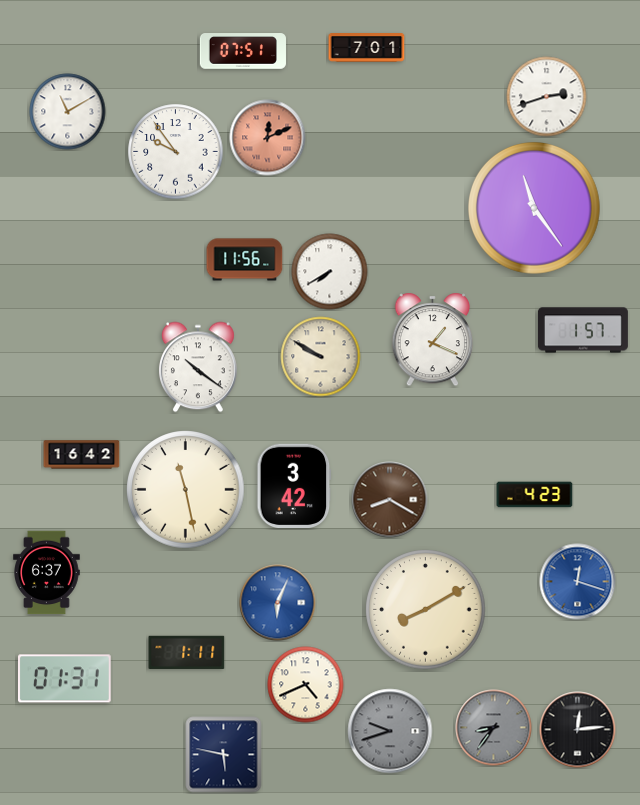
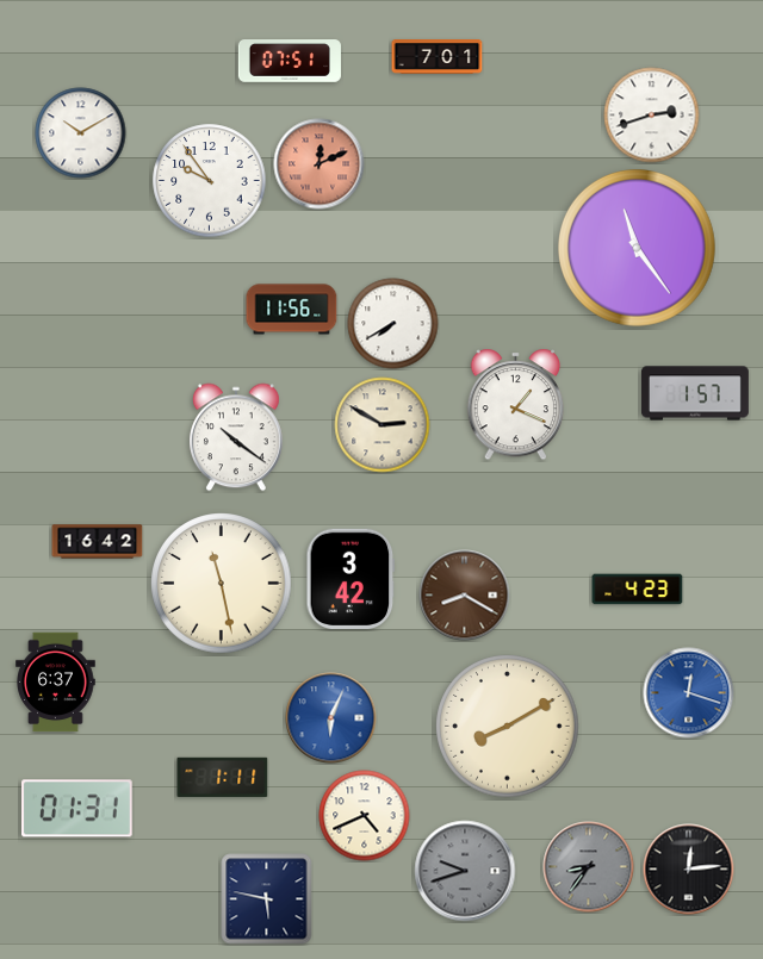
clock at (68, 112): 11:10 -> 10:10
clock at (321, 357): 9:50 -> 2:50
